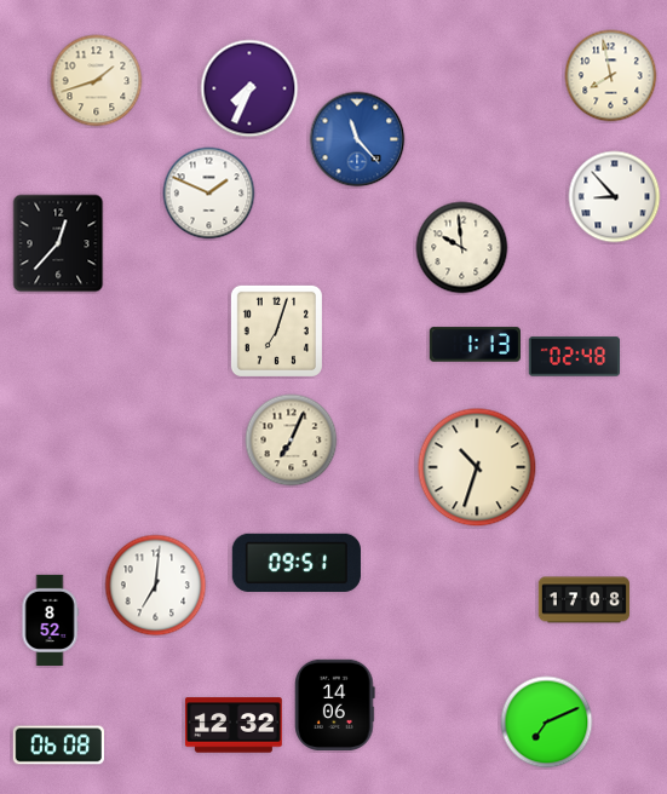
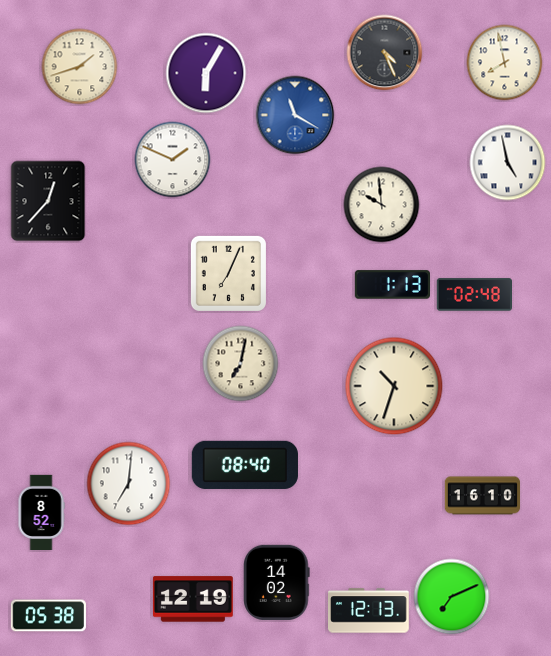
clock at (385, 53): none -> 4:26
clock at (249, 88): 7:34 -> 6:05
clock at (357, 139): 11:23 -> 11:20
clock at (615, 197): 8:53 -> 4:58
clock at (276, 330): 7:03 -> 7:04
clock at (292, 441): 7:04 -> 7:02
clock at (297, 563): 09:51 -> 08:40
clock at (585, 600): 17:08 -> 16:10
clock at (335, 704): 14:06 -> 14:02
clock at (234, 725): 12:32 -> 12:19
clock at (369, 611): none -> 12:13
clock at (58, 746): 06:08 -> 05:38
